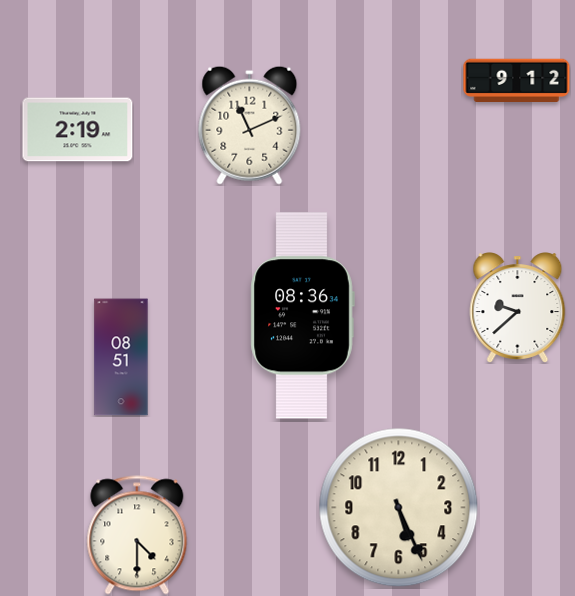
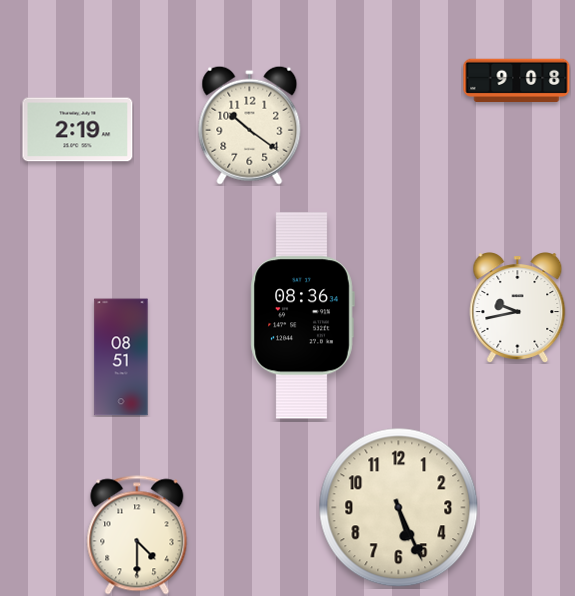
clock at (517, 80): 9:12 -> 9:08
clock at (250, 125): 11:11 -> 10:21
clock at (518, 308): 9:38 -> 9:43
